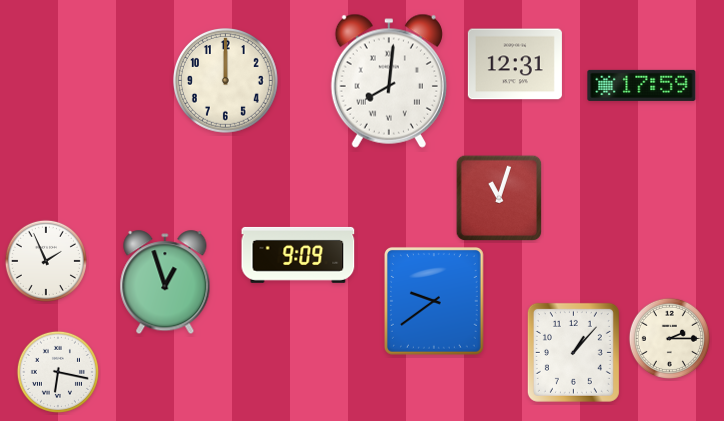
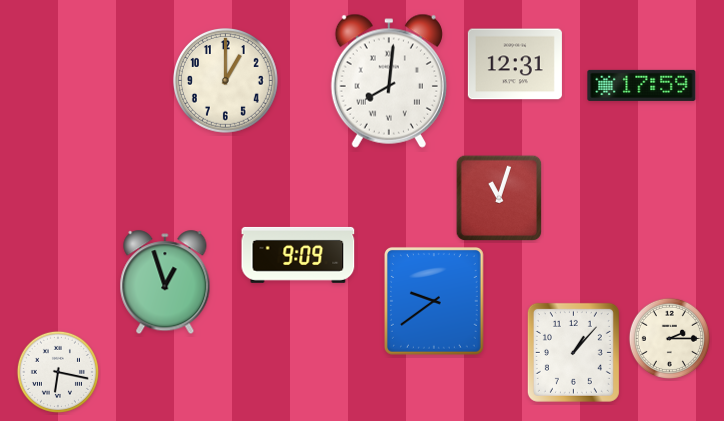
clock at (226, 81): 12:00 -> 1:00
clock at (46, 261): 1:56 -> none
